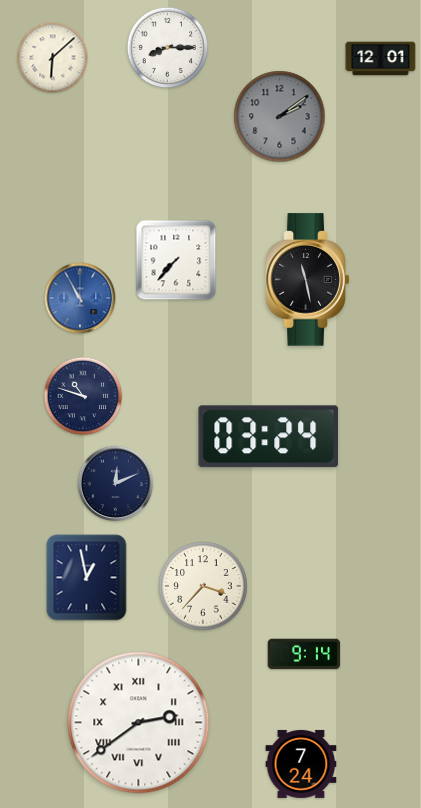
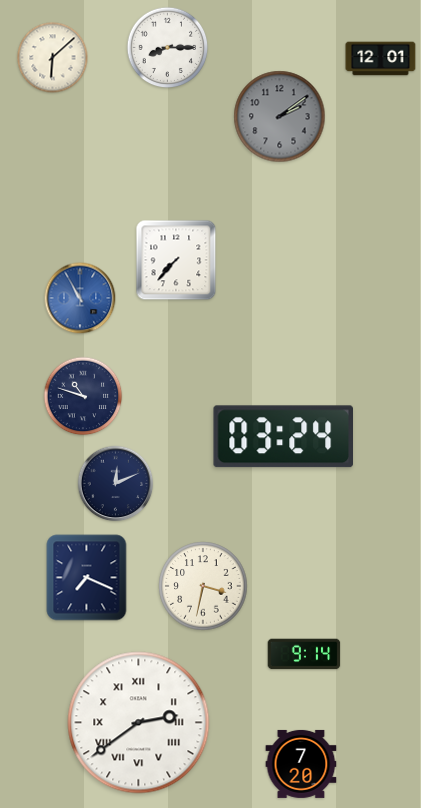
clock at (308, 280): 11:28 -> none
clock at (268, 437) position: (268, 437) -> (283, 437)
clock at (87, 578): 12:58 -> 7:19
clock at (203, 586): 3:37 -> 3:32
clock at (301, 764): 7:24 -> 7:20
